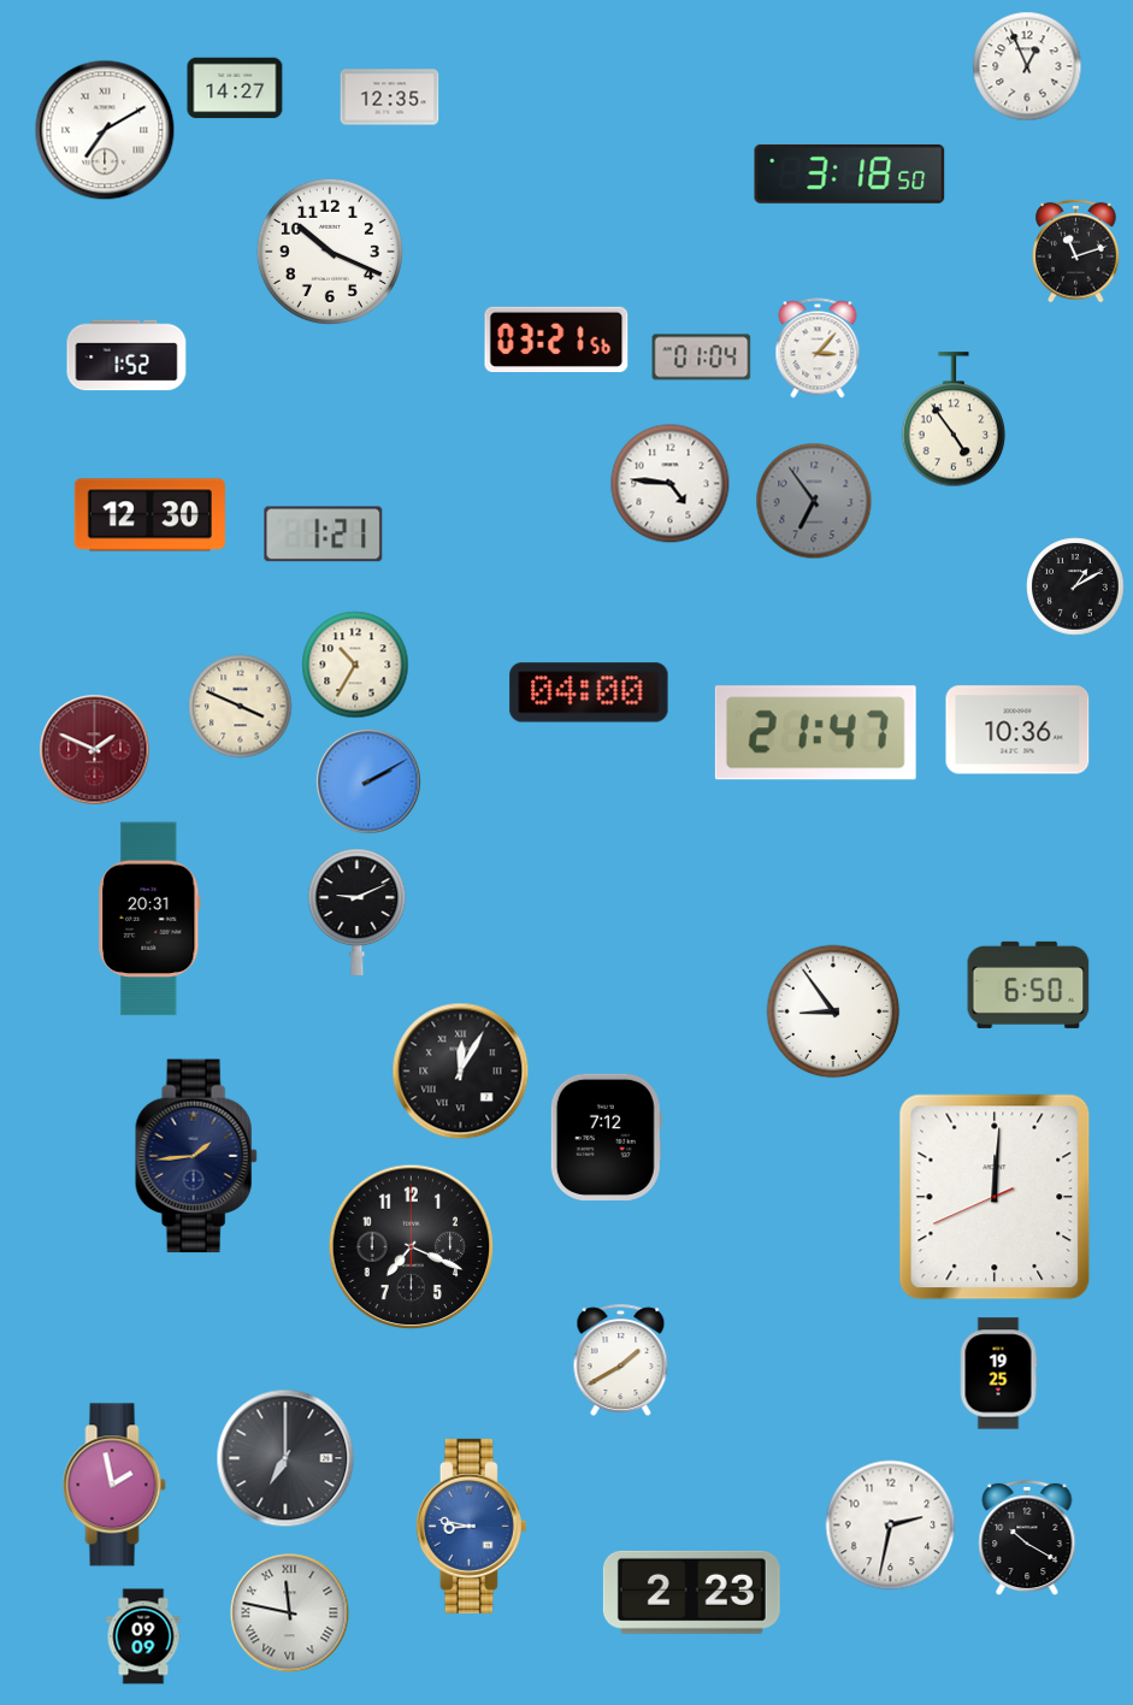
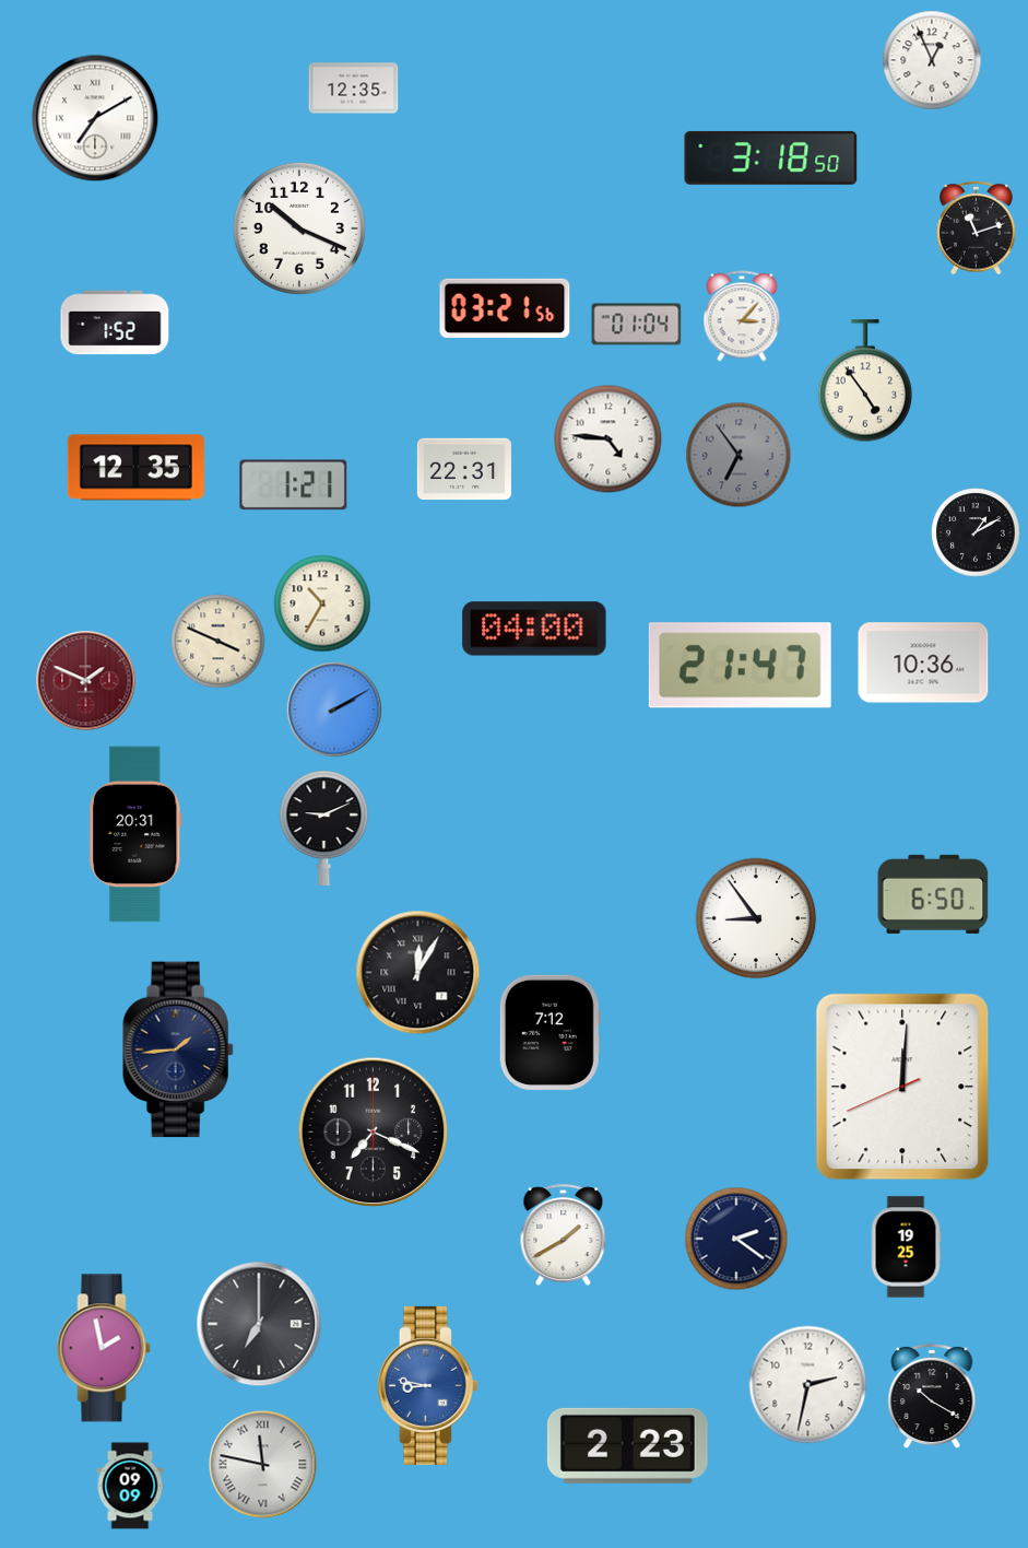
clock at (235, 88): 14:27 -> none
clock at (149, 515): 12:30 -> 12:35
clock at (464, 469): none -> 22:31
clock at (736, 1239): none -> 2:21
